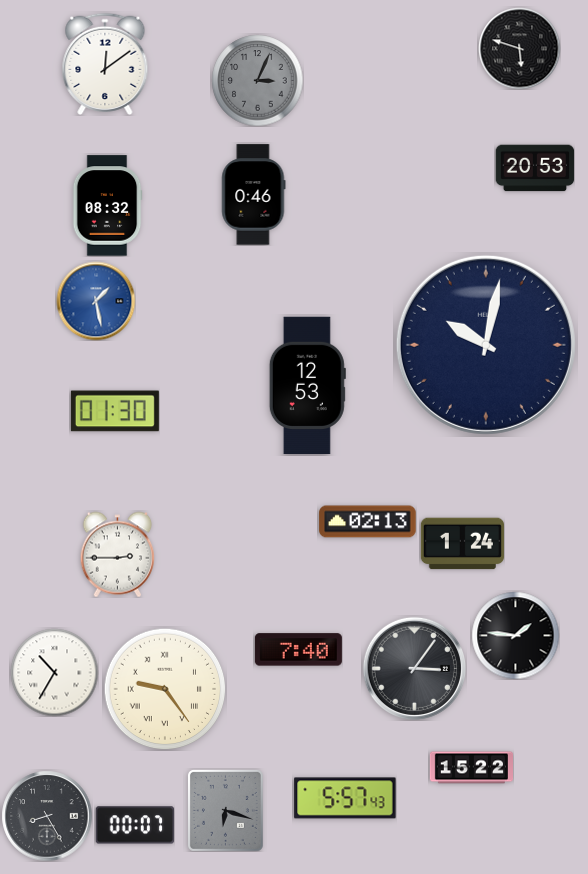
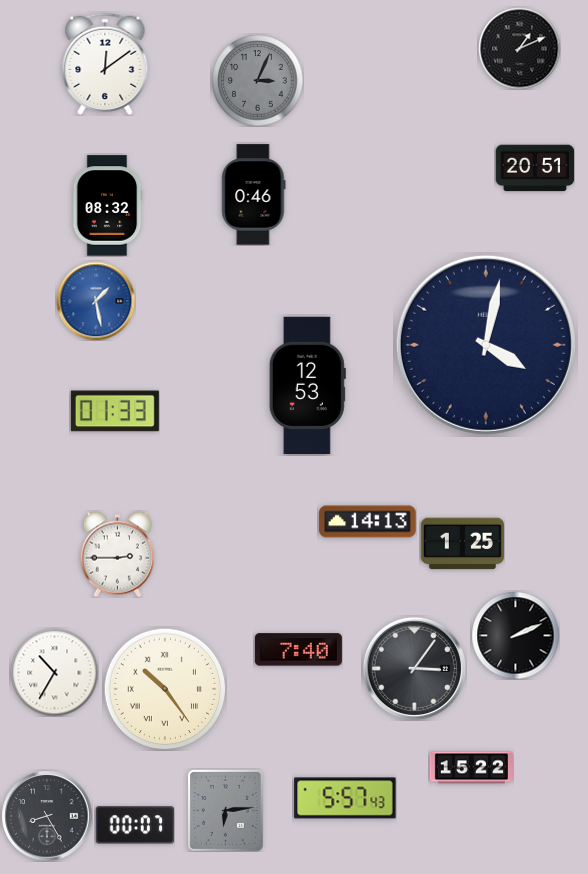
clock at (519, 48): 5:48 -> 1:11
clock at (535, 168): 20:53 -> 20:51
clock at (486, 345): 10:02 -> 4:02
clock at (115, 411): 01:30 -> 01:33
clock at (368, 522): 02:13 -> 14:13
clock at (462, 544): 1:24 -> 1:25
clock at (515, 635): 1:46 -> 2:11
clock at (165, 689): 9:24 -> 10:24
clock at (225, 810): 6:18 -> 6:14
